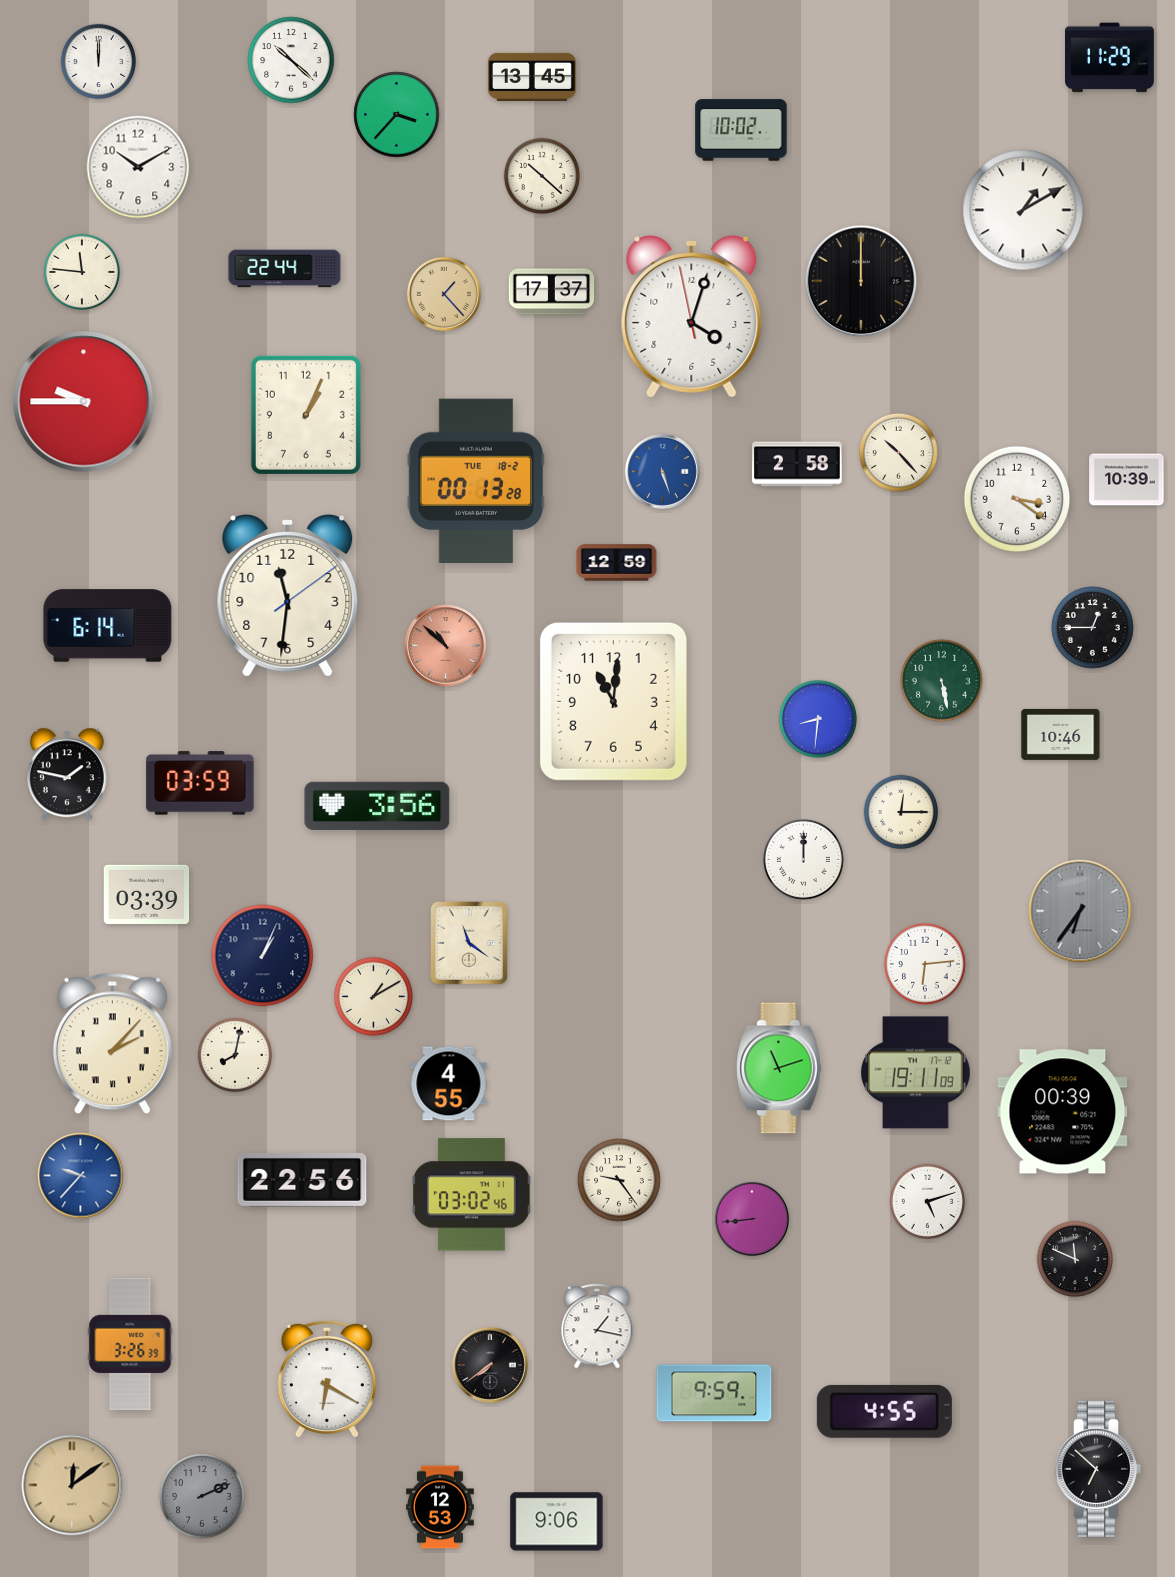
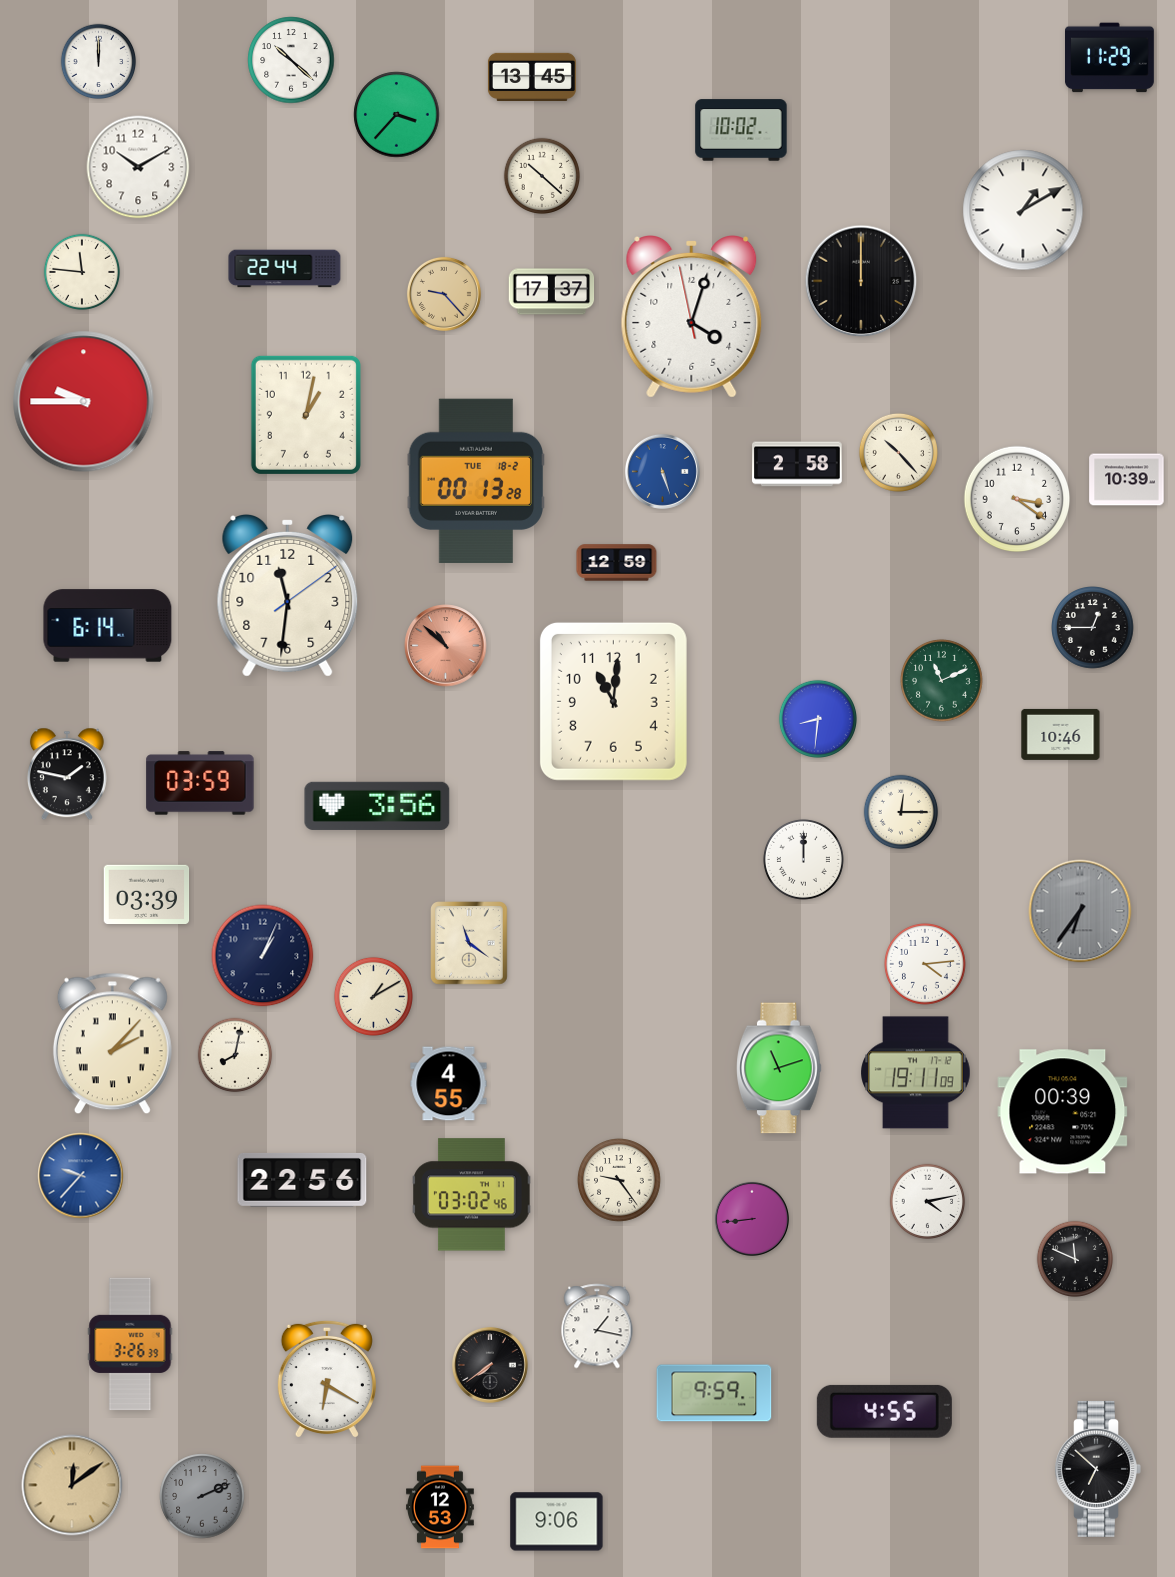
clock at (444, 294): 1:23 -> 9:23
clock at (306, 415): 1:04 -> 1:02
clock at (942, 681): 5:28 -> 11:11
clock at (925, 964): 6:14 -> 4:14
clock at (928, 1202): 5:12 -> 4:13
